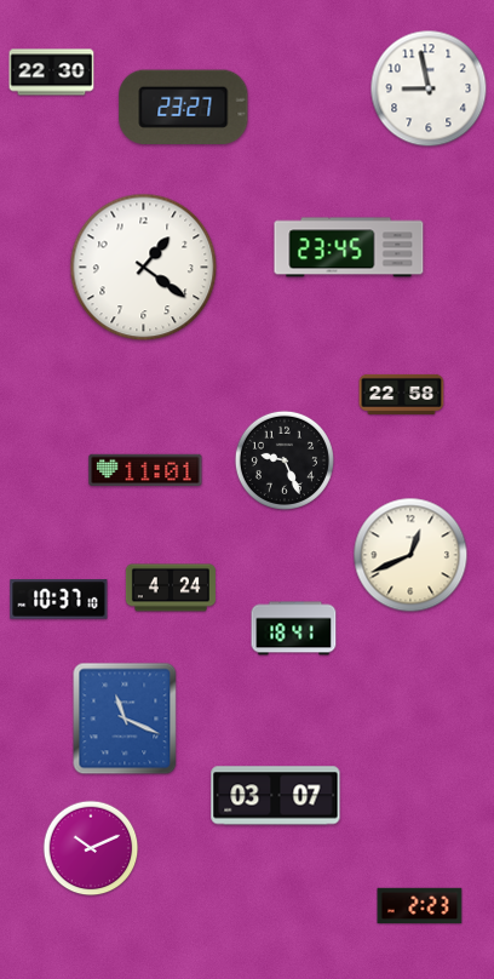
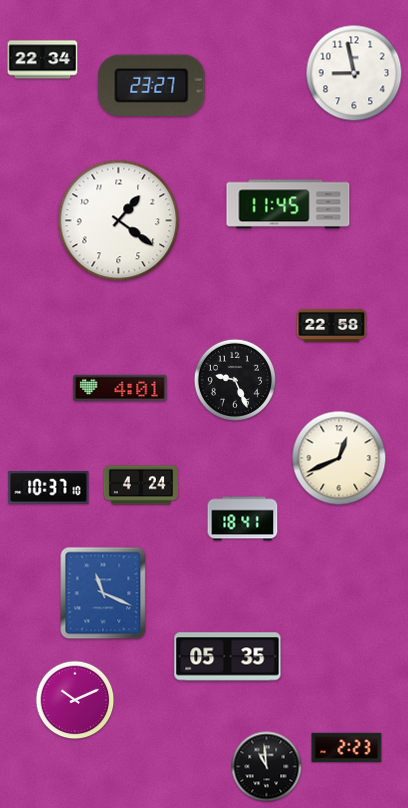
clock at (52, 73): 22:30 -> 22:34
clock at (184, 107) position: (184, 107) -> (152, 85)
clock at (349, 247): 23:45 -> 11:45
clock at (145, 470): 11:01 -> 4:01
clock at (59, 600) position: (59, 600) -> (49, 488)
clock at (276, 796): 03:07 -> 05:35
clock at (267, 767): none -> 10:59
